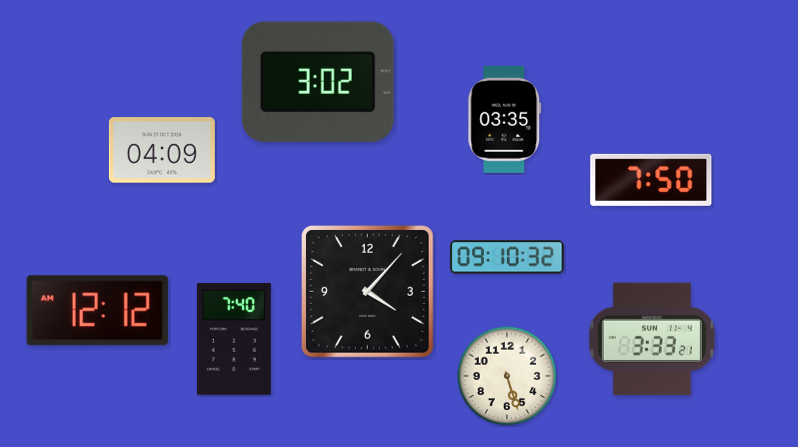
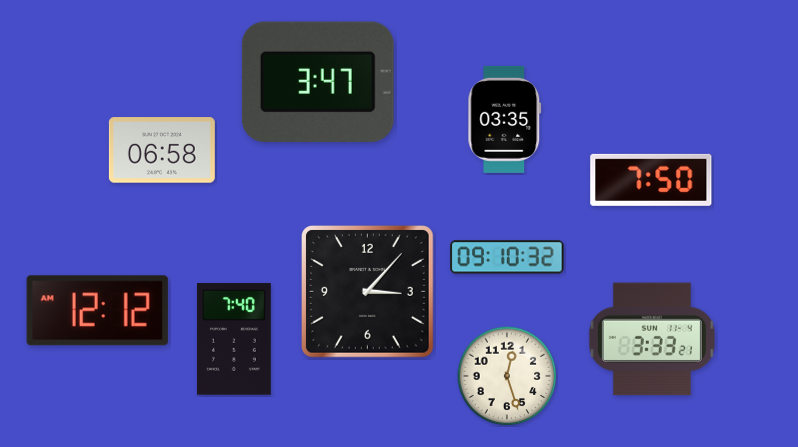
clock at (318, 82): 3:02 -> 3:47
clock at (162, 150): 04:09 -> 06:58
clock at (368, 292): 4:07 -> 3:07
clock at (507, 376): 5:27 -> 12:27
